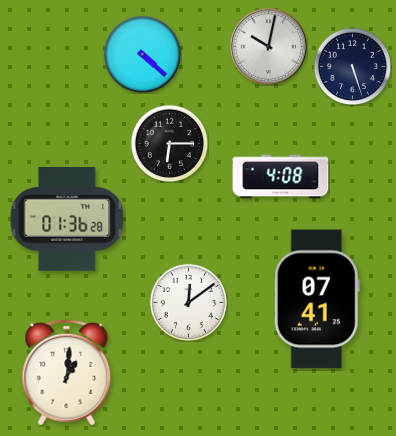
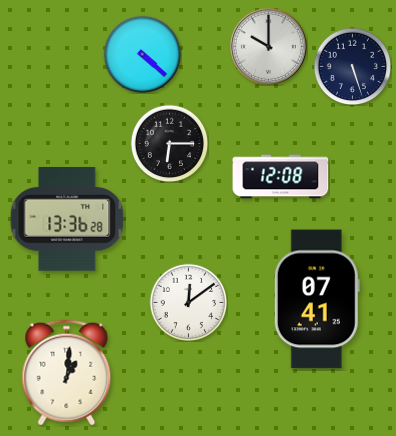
clock at (268, 46): 10:02 -> 10:00
clock at (281, 177): 4:08 -> 12:08
clock at (67, 220): 01:36 -> 13:36
